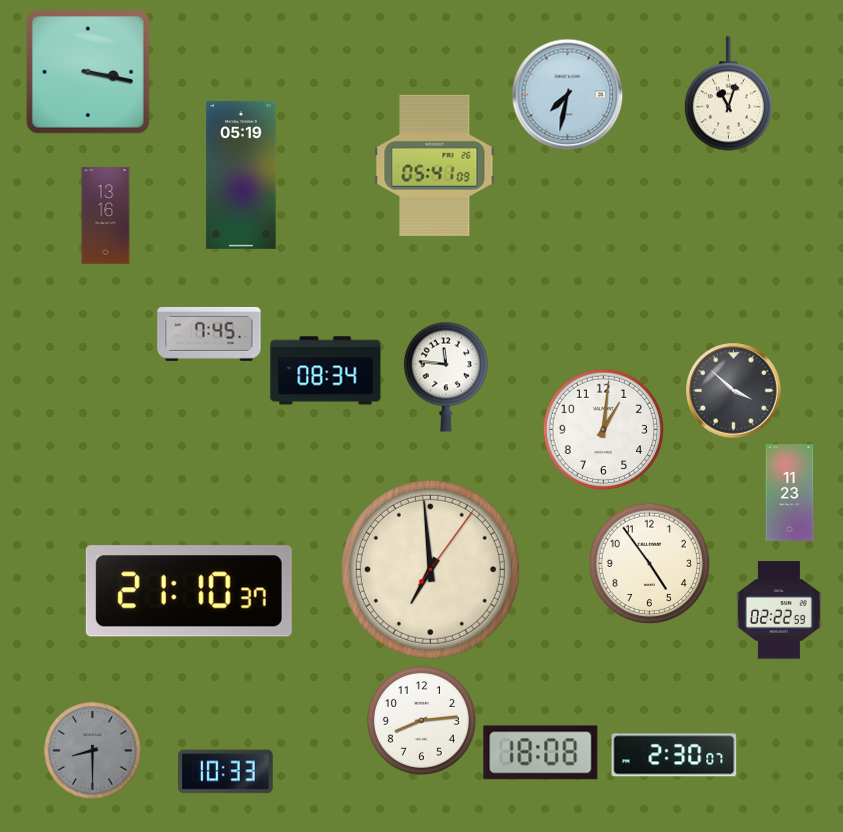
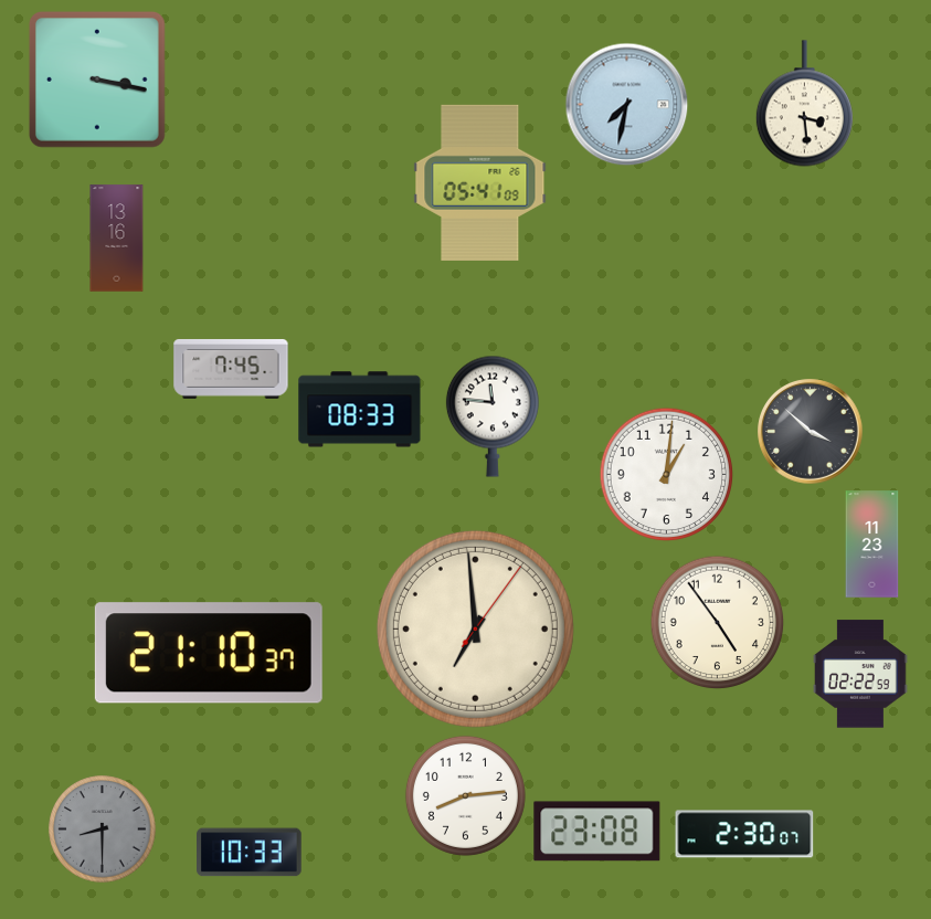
clock at (728, 94): 11:03 -> 3:29
clock at (241, 175): 05:19 -> none
clock at (326, 371): 08:34 -> 08:33
clock at (541, 753): 18:08 -> 23:08
